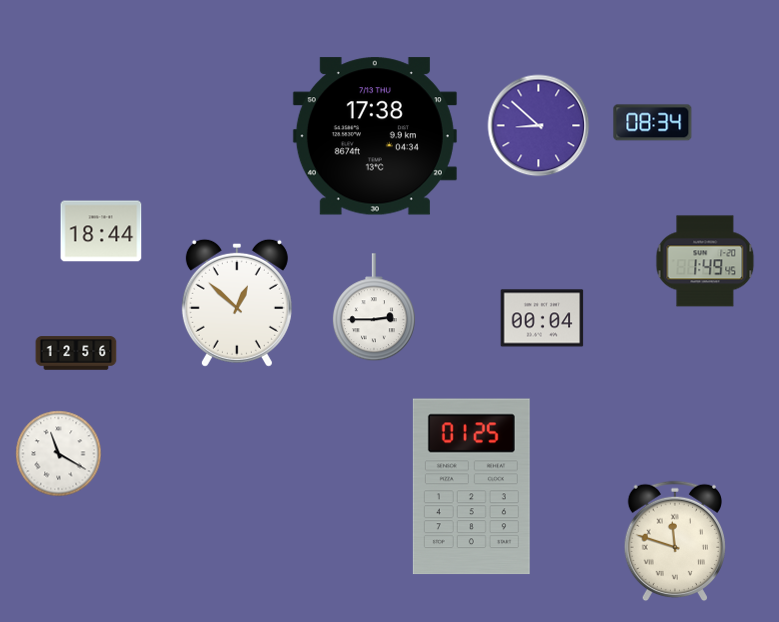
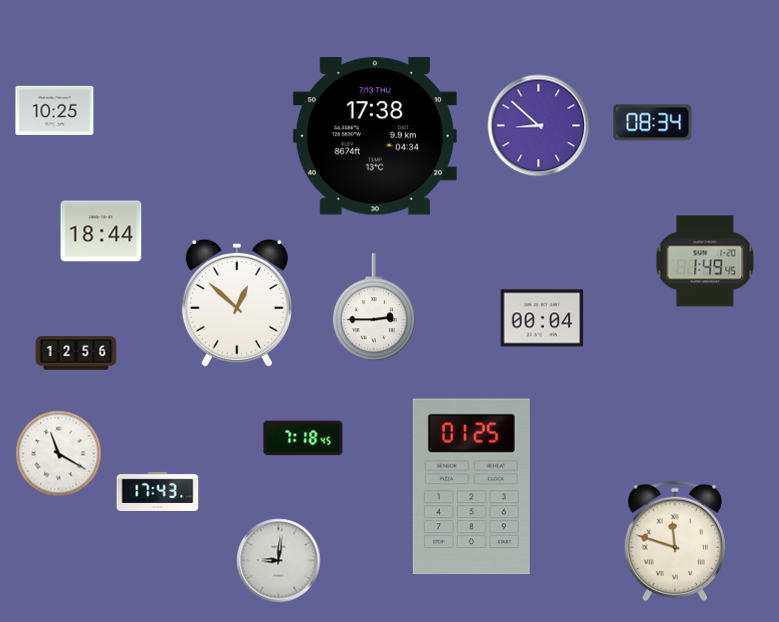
clock at (55, 110): none -> 10:25
clock at (303, 438): none -> 7:18
clock at (158, 491): none -> 17:43
clock at (279, 561): none -> 9:01
